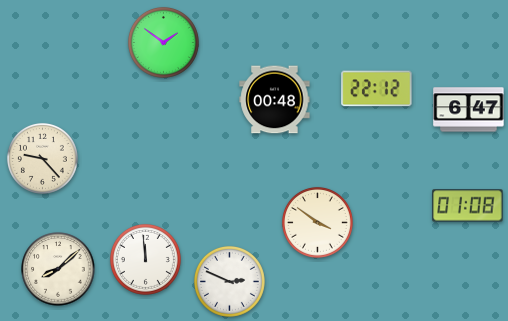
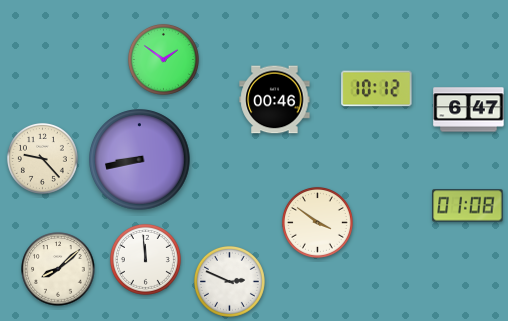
clock at (163, 42) position: (163, 42) -> (163, 59)
clock at (377, 89): 22:12 -> 10:12
clock at (275, 100): 00:48 -> 00:46
clock at (140, 160): none -> 8:43
